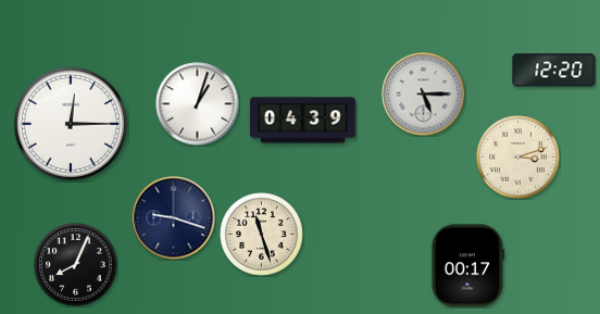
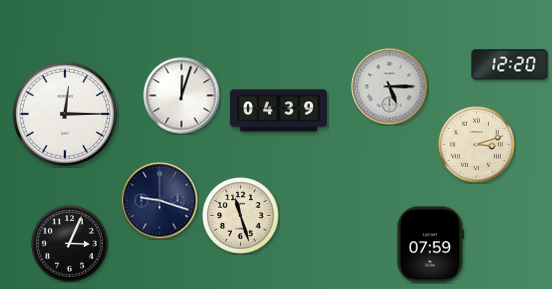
clock at (198, 104): 1:03 -> 12:03
clock at (76, 265): 8:04 -> 3:04
clock at (468, 266): 00:17 -> 07:59
